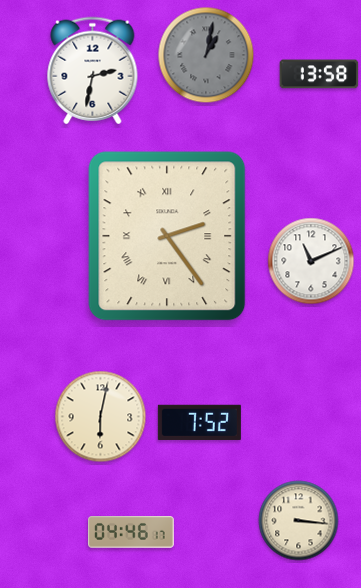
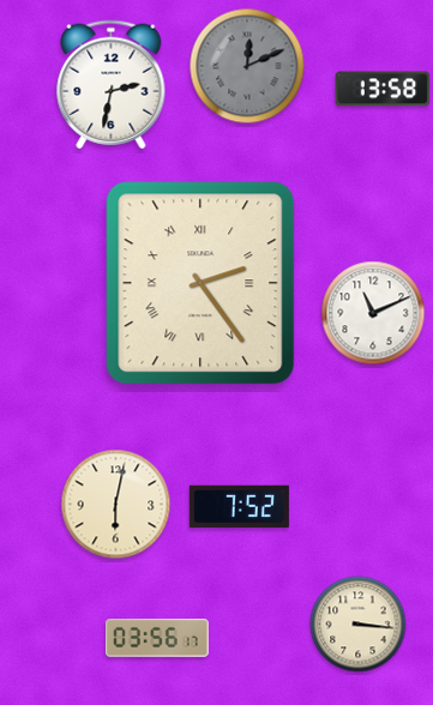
clock at (206, 55): 1:02 -> 12:11
clock at (101, 417) position: (101, 417) -> (116, 505)
clock at (132, 532): 04:46 -> 03:56
